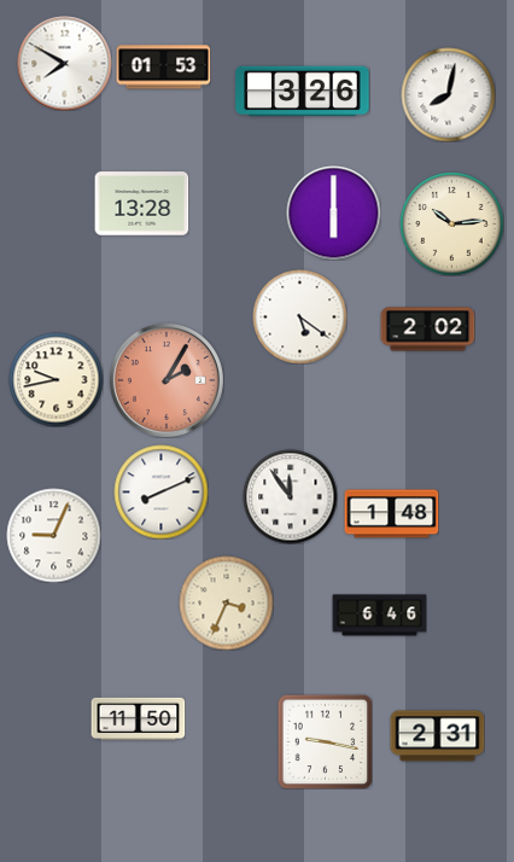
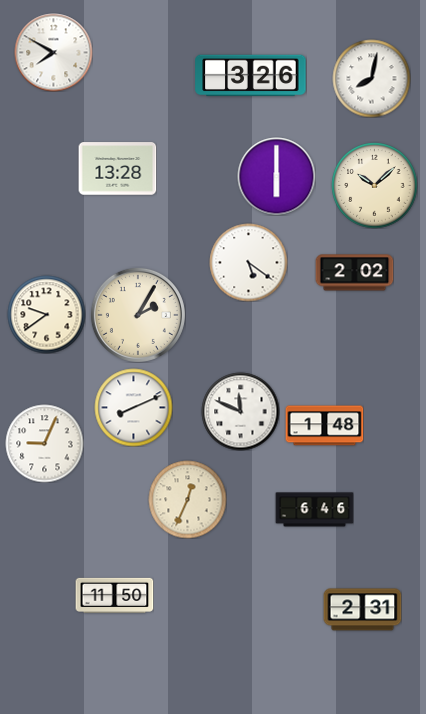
clock at (163, 68): 01:53 -> none
clock at (451, 223): 10:14 -> 10:08
clock at (56, 379): 9:43 -> 9:39
clock at (167, 380) dial: salmon -> cream
clock at (290, 496): 11:54 -> 11:49
clock at (226, 602): 3:34 -> 12:34
clock at (325, 741): 9:17 -> none
